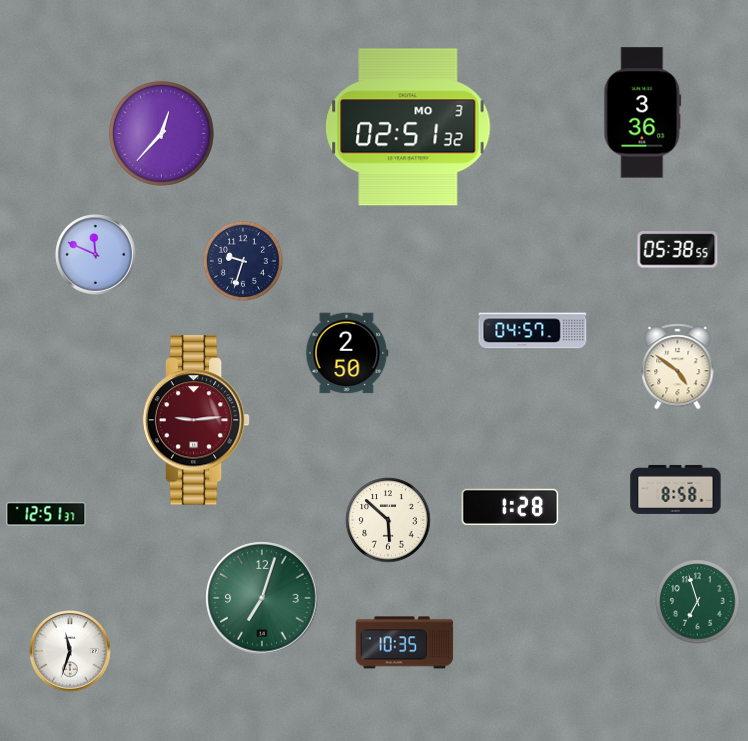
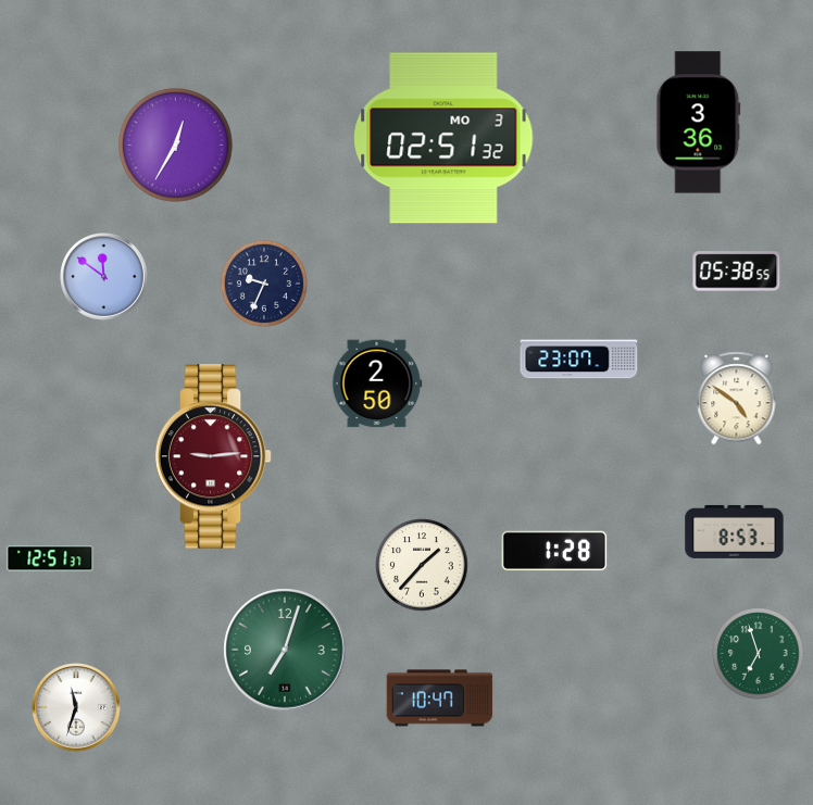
clock at (162, 134): 12:37 -> 12:35
clock at (96, 255): 11:49 -> 11:51
clock at (243, 261): 9:33 -> 9:34
clock at (533, 331): 04:57 -> 23:07
clock at (676, 489): 8:58 -> 8:53
clock at (388, 520): 5:52 -> 1:37
clock at (405, 643): 10:35 -> 10:47
